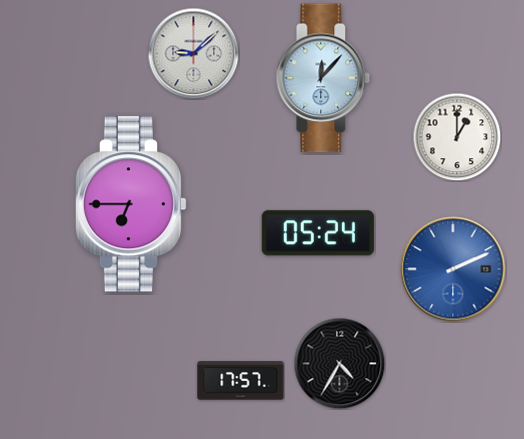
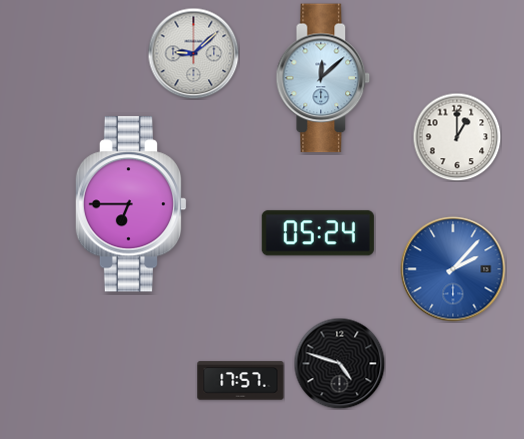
clock at (323, 78): 12:07 -> 12:08
clock at (453, 269): 2:11 -> 2:07
clock at (339, 363): 4:35 -> 4:48
